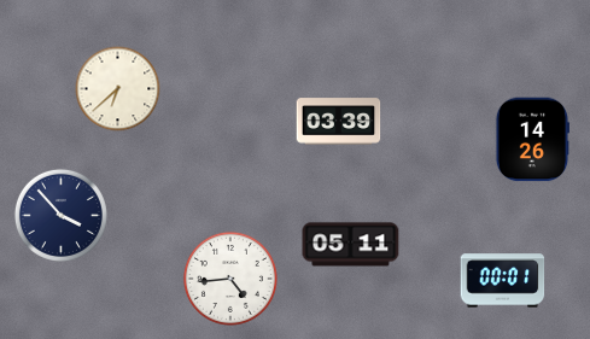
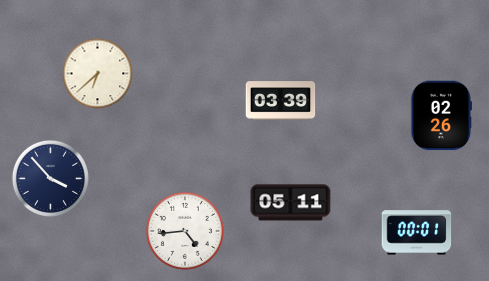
clock at (531, 140): 14:26 -> 02:26
clock at (230, 279) position: (230, 279) -> (185, 231)
